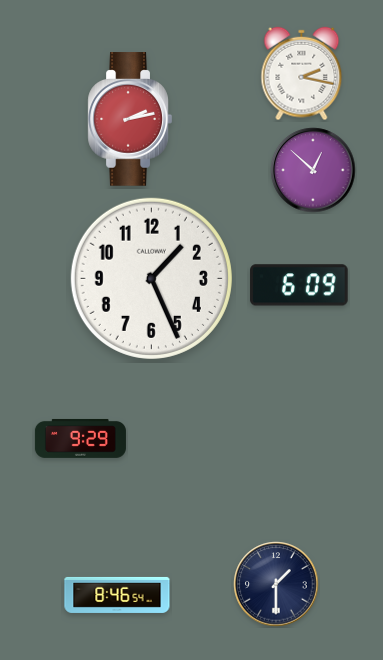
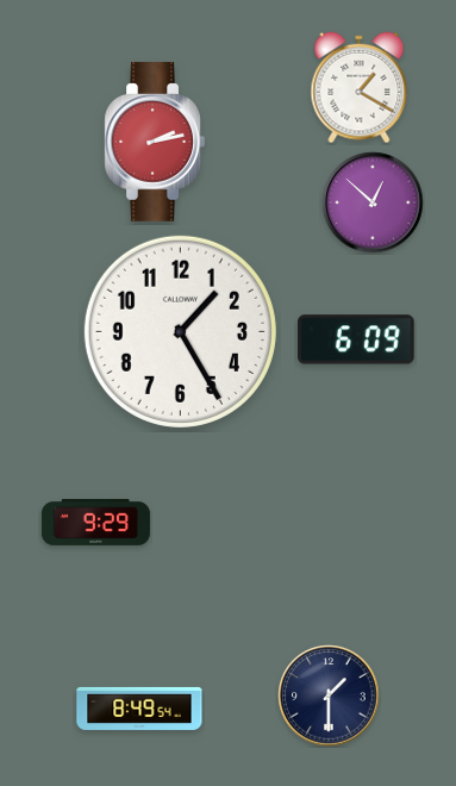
clock at (302, 74): 2:17 -> 1:20
clock at (151, 278): 1:26 -> 1:25
clock at (117, 595): 8:46 -> 8:49
